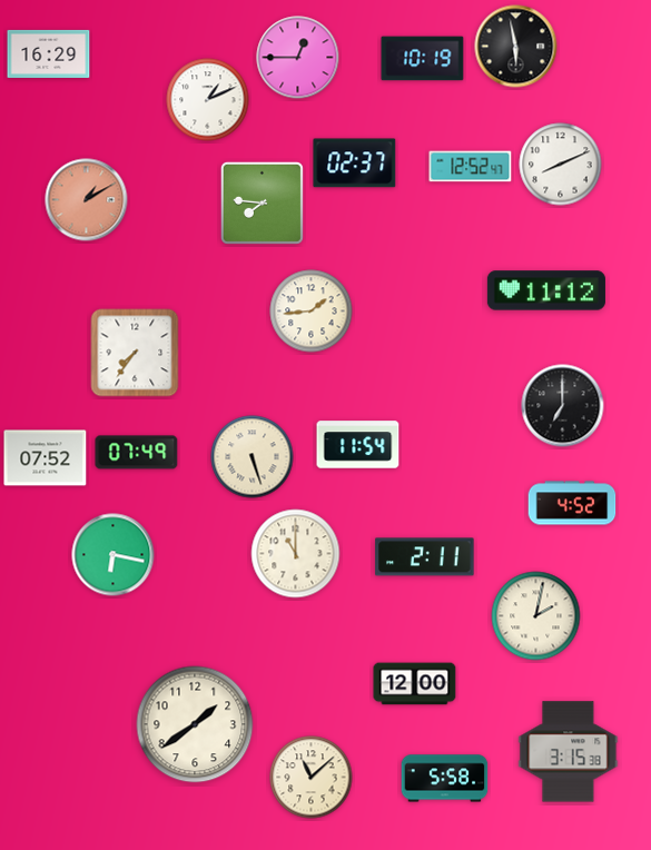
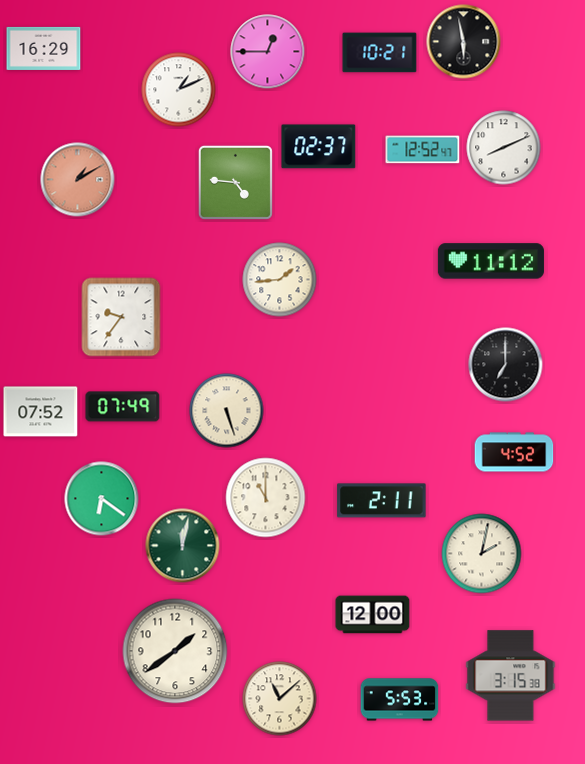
clock at (423, 59): 10:19 -> 10:21
clock at (208, 100) position: (208, 100) -> (179, 90)
clock at (262, 202): 7:46 -> 4:46
clock at (135, 353): 7:36 -> 9:36
clock at (358, 445): 11:54 -> none
clock at (114, 555): 6:17 -> 6:21
clock at (183, 546): none -> 12:02
clock at (445, 779): 5:58 -> 5:53
